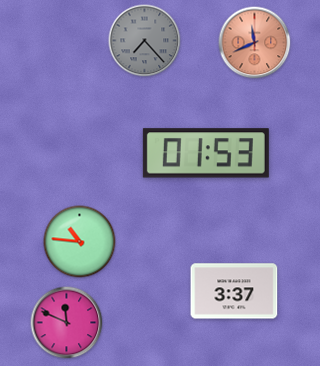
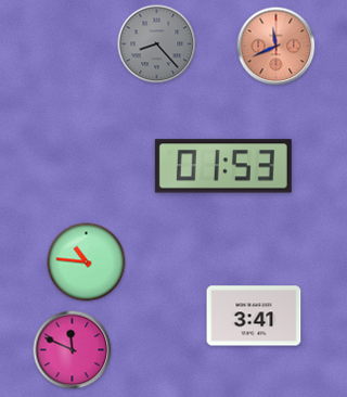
clock at (145, 41): 7:23 -> 8:23
clock at (234, 291): 3:37 -> 3:41
